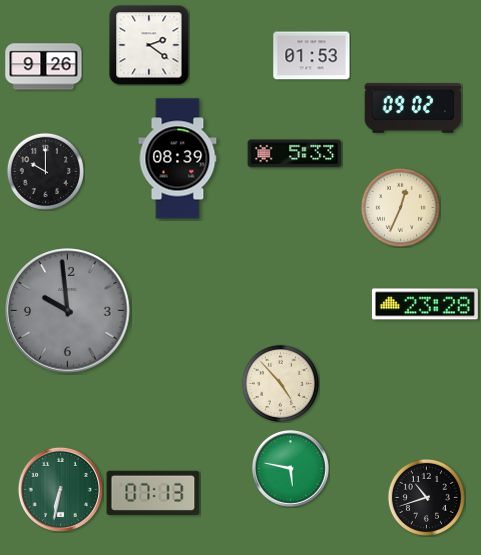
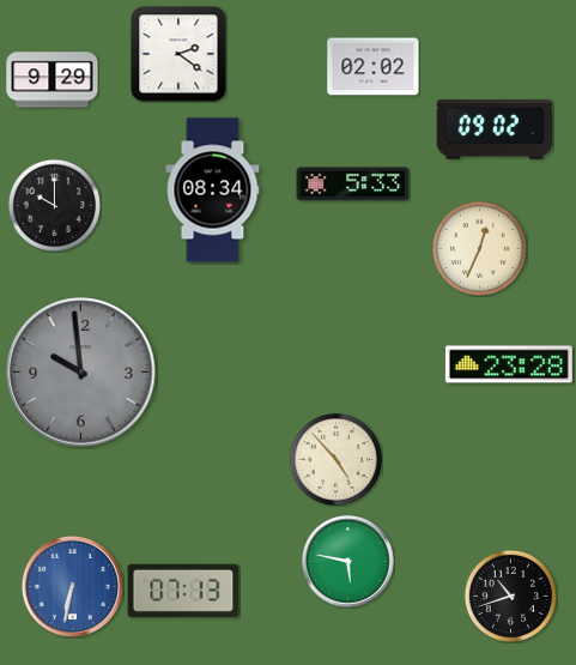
clock at (312, 56): 01:53 -> 02:02
clock at (44, 67): 9:26 -> 9:29
clock at (178, 159): 08:39 -> 08:34
clock at (60, 489) dial: green -> blue
